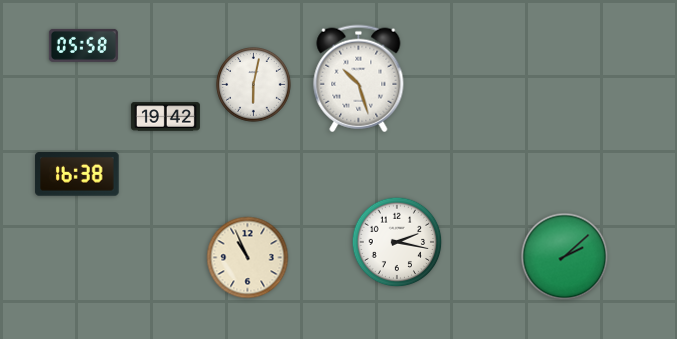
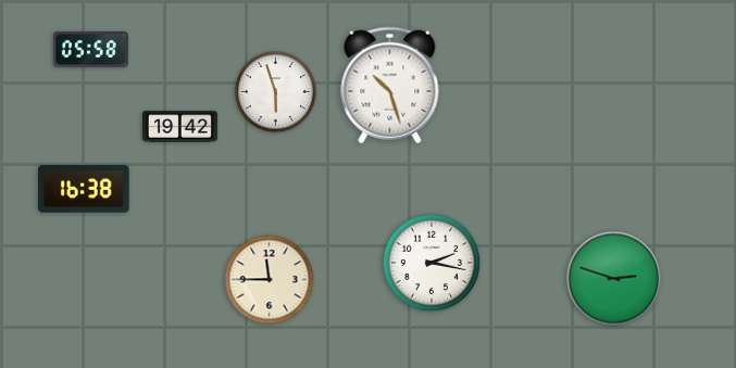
clock at (254, 85): 6:02 -> 5:57
clock at (565, 257): 2:08 -> 2:48
clock at (248, 258): 10:56 -> 11:45
